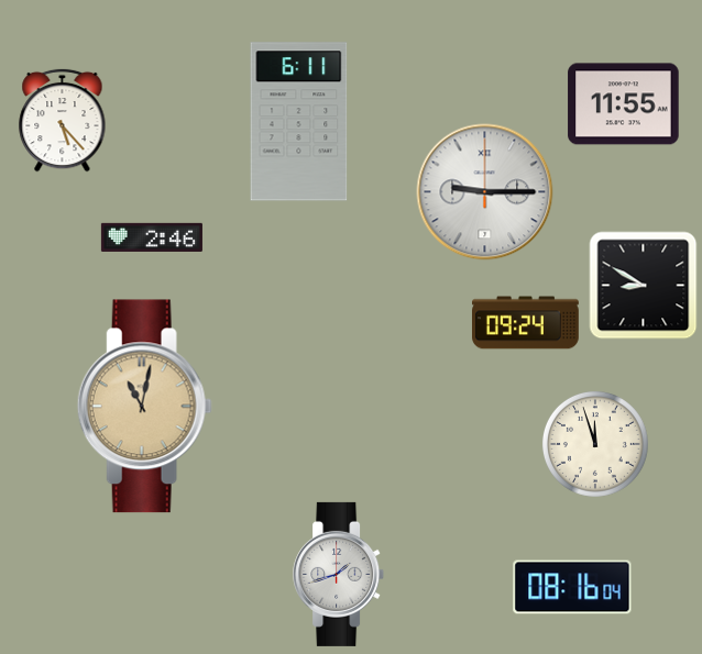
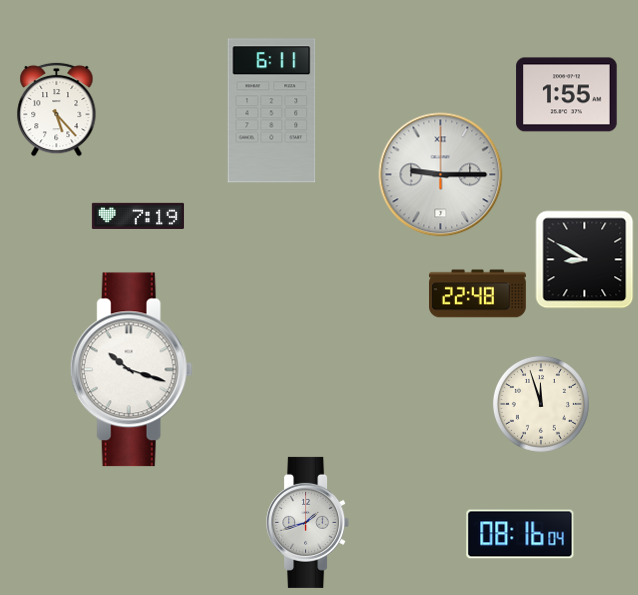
clock at (624, 104): 11:55 -> 1:55
clock at (152, 237): 2:46 -> 7:19
clock at (526, 323): 09:24 -> 22:48
clock at (144, 407): 11:02 -> 10:18
clock at (144, 407) dial: champagne -> white
